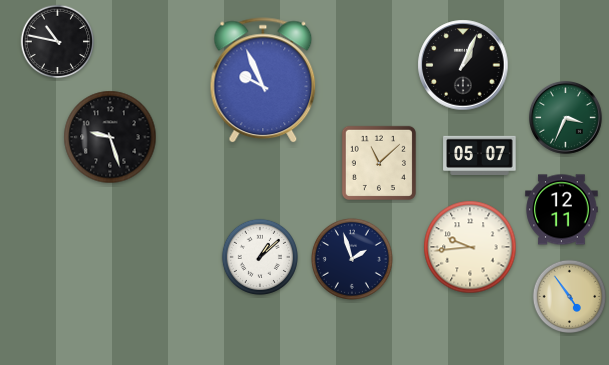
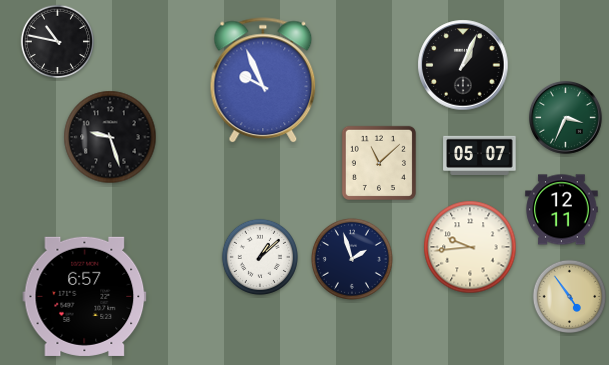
clock at (85, 296): none -> 6:57
